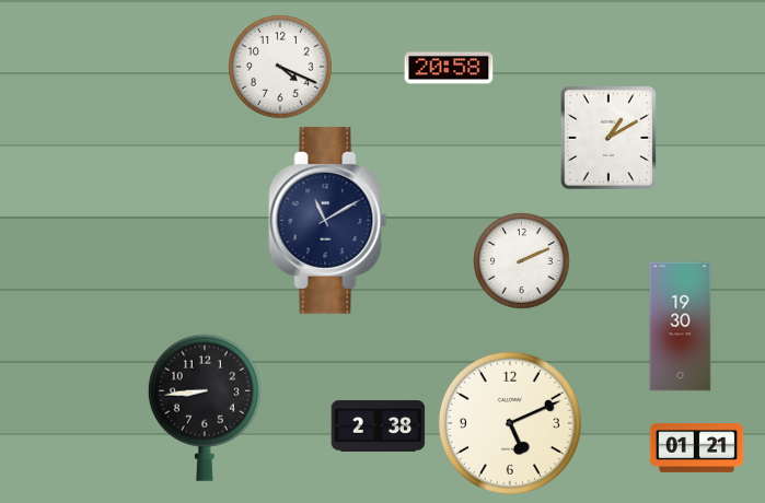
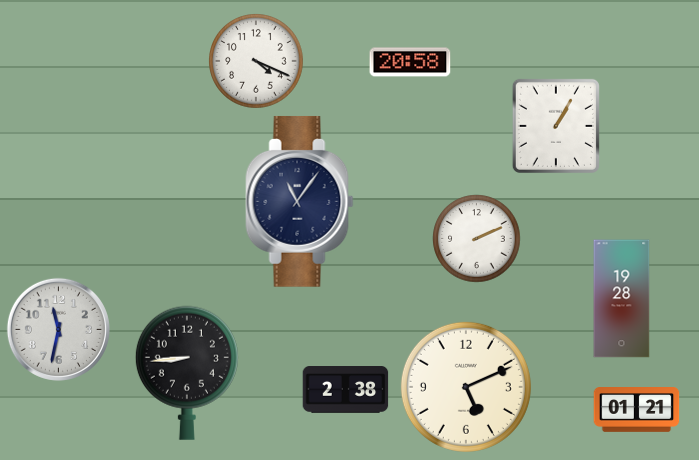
clock at (608, 138): 1:10 -> 1:05
clock at (328, 220): 11:10 -> 11:06
clock at (681, 327): 19:30 -> 19:28
clock at (58, 329): none -> 11:32
